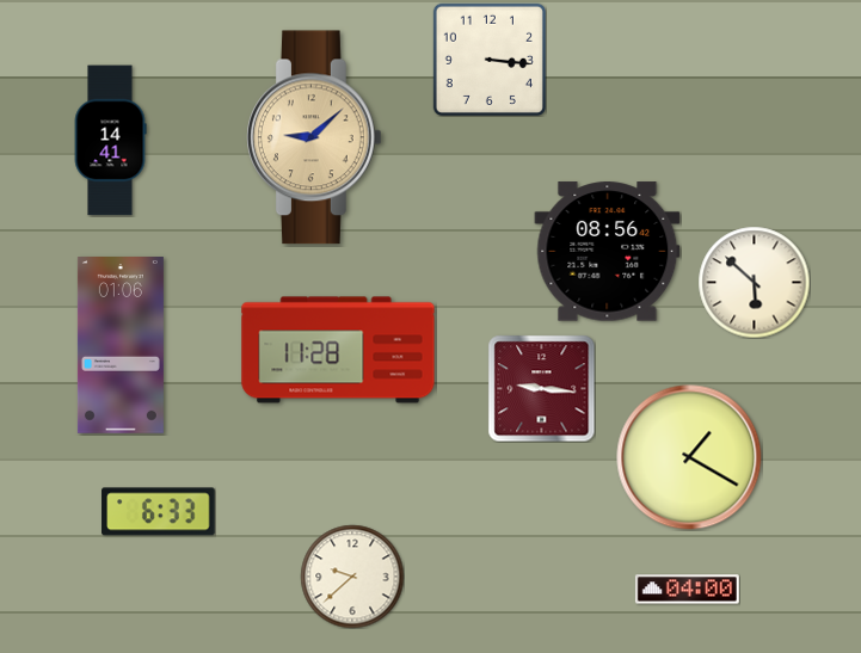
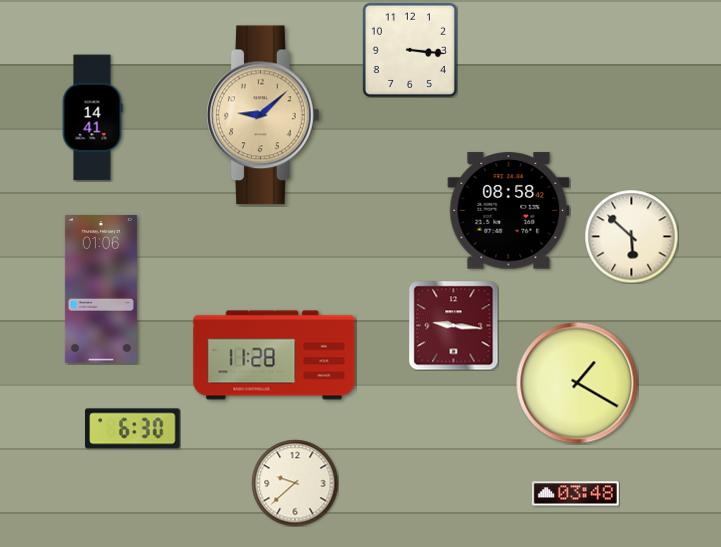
clock at (608, 252): 08:56 -> 08:58
clock at (338, 350) position: (338, 350) -> (274, 355)
clock at (159, 512): 6:33 -> 6:30
clock at (687, 590): 04:00 -> 03:48
